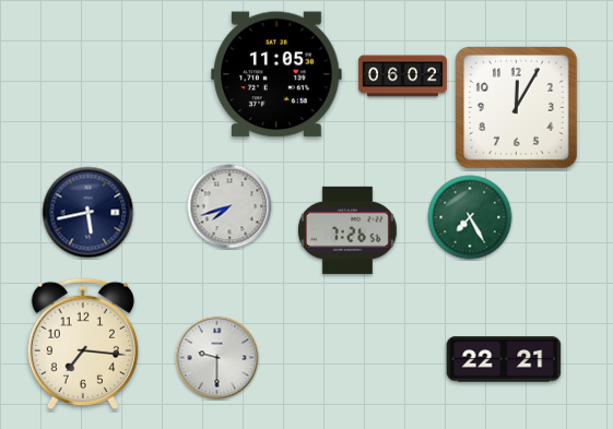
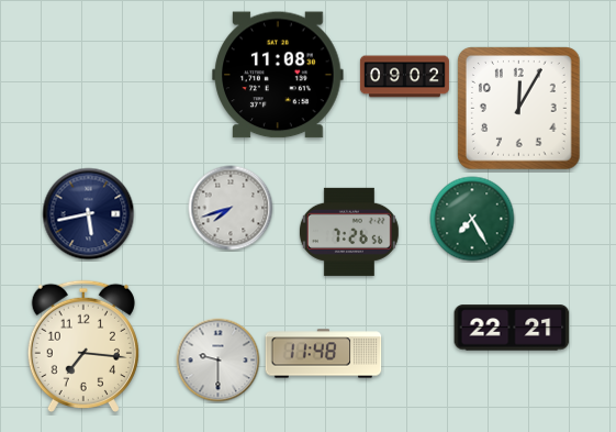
clock at (276, 74): 11:05 -> 11:08
clock at (402, 76): 06:02 -> 09:02
clock at (324, 354): none -> 11:48
clock at (504, 359) position: (504, 359) -> (512, 328)
